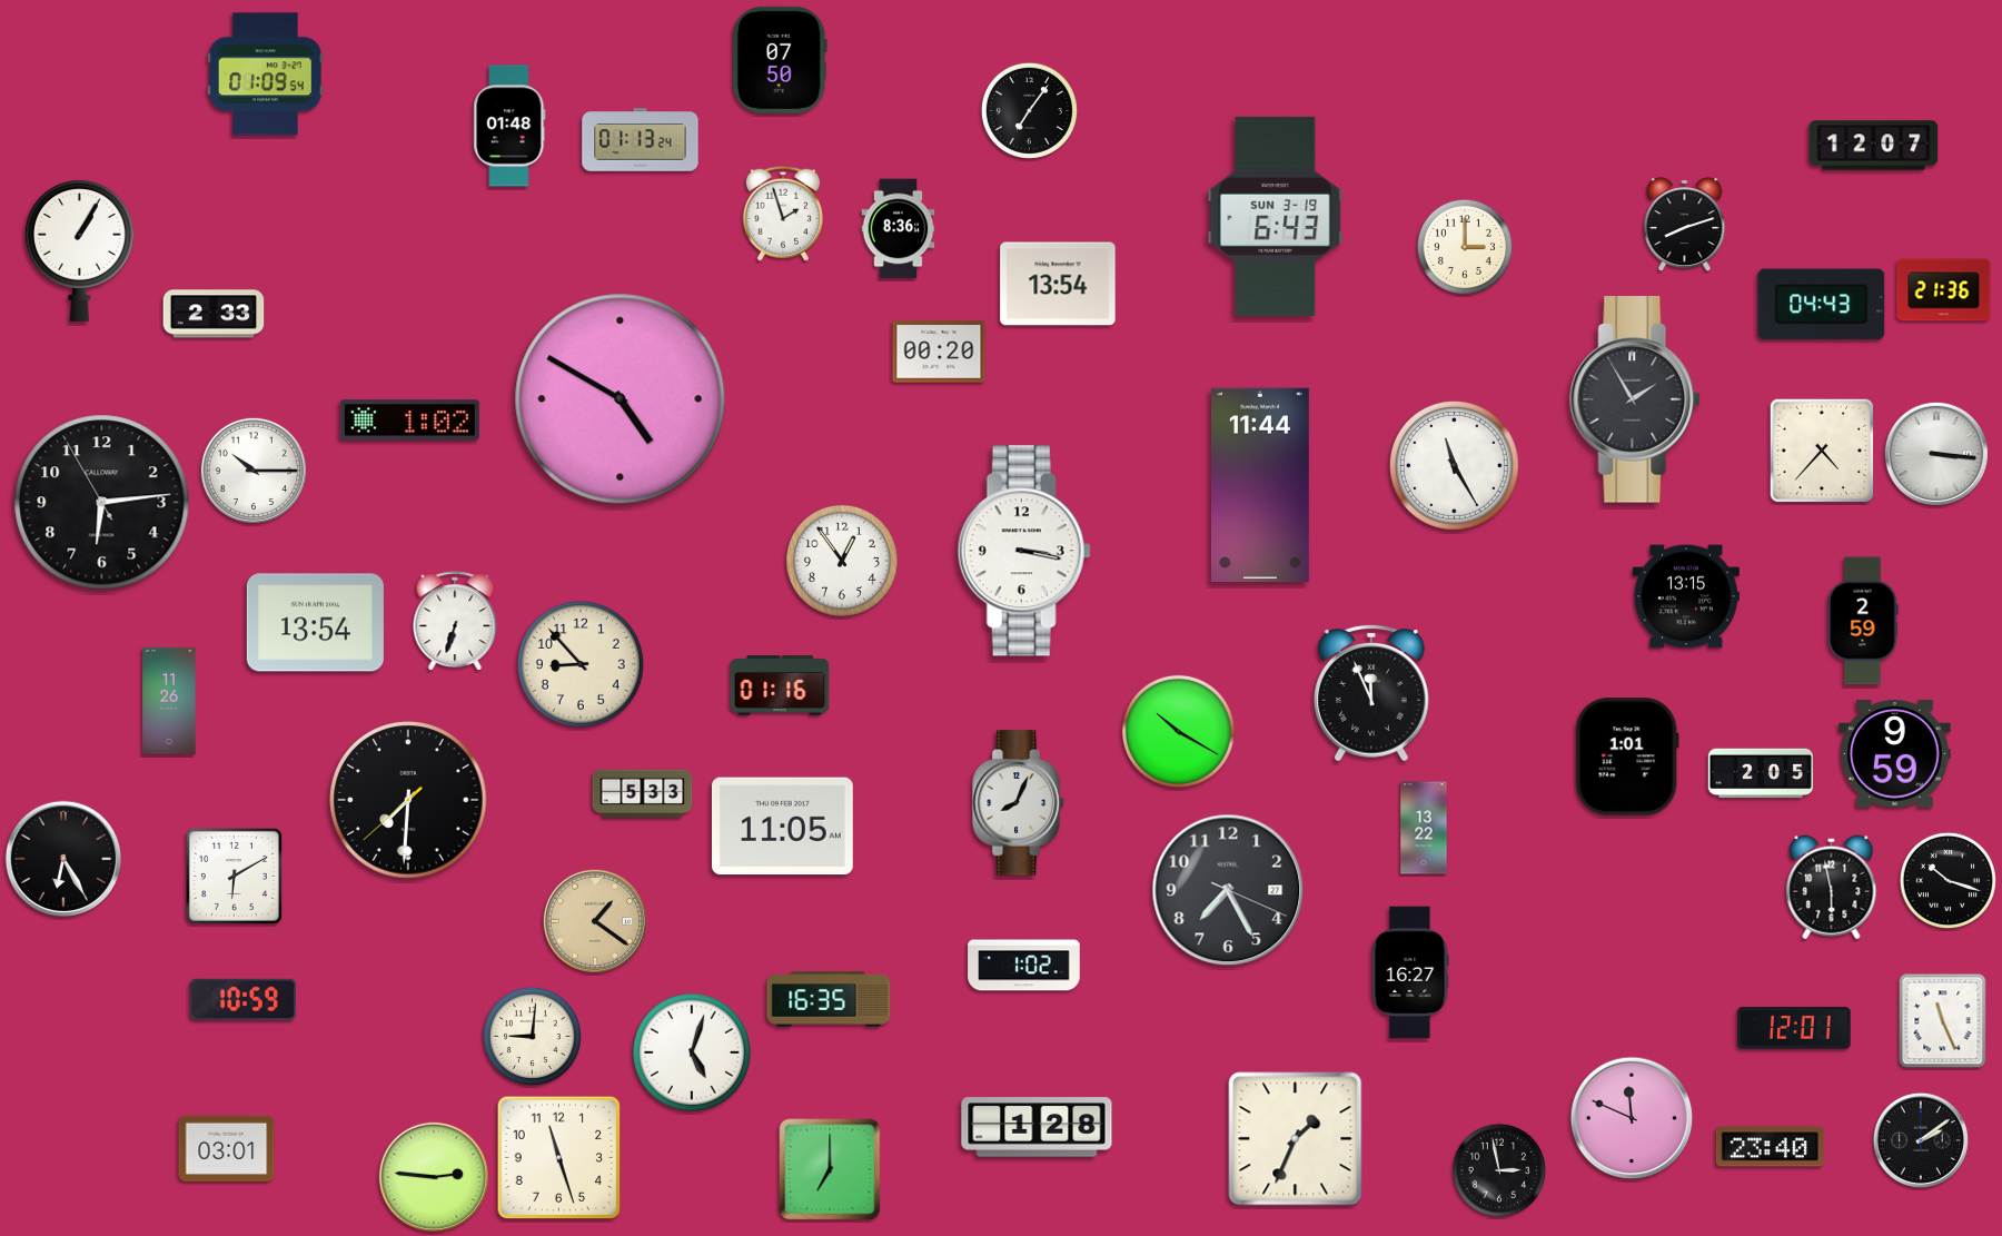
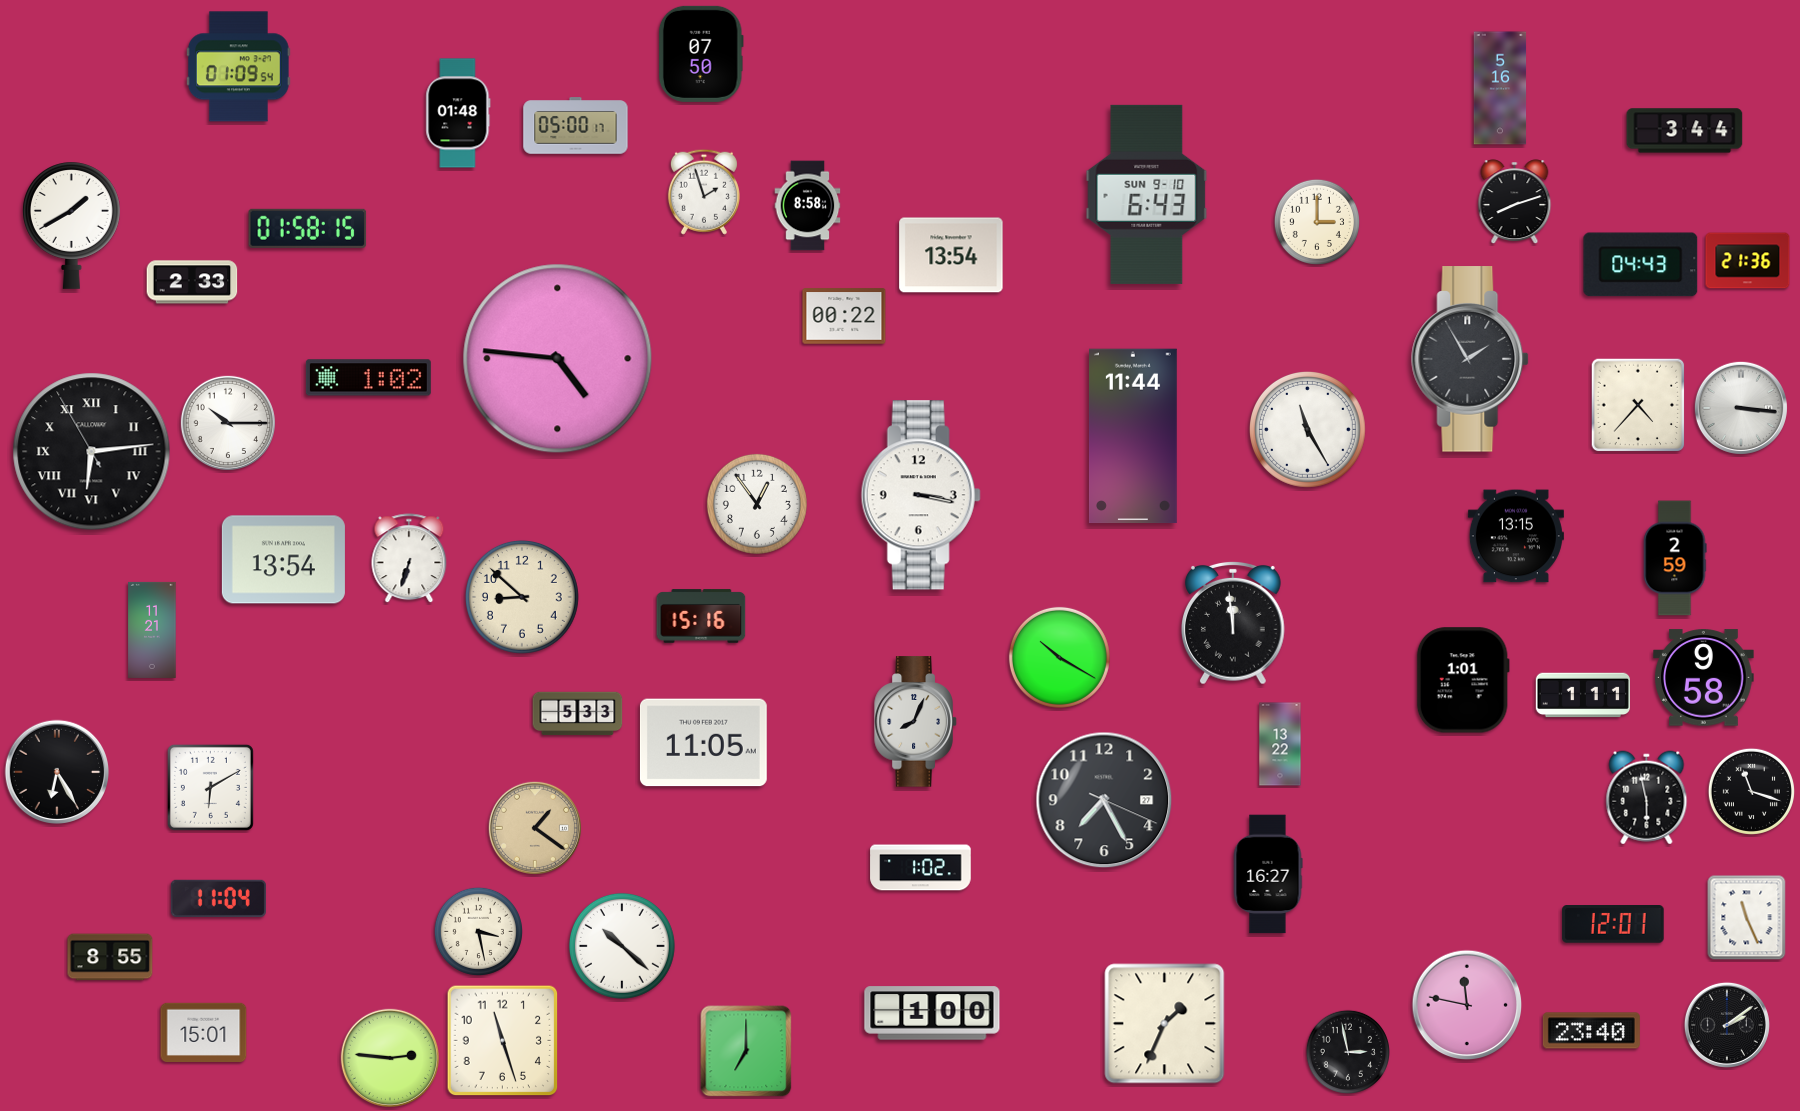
clock at (1500, 88): none -> 5:16
clock at (1029, 110): 7:06 -> none
clock at (641, 140): 01:13 -> 05:00
clock at (1874, 146): 12:07 -> 3:44
clock at (1276, 216) date: SUN 3-19 -> SUN 9-10
clock at (899, 229): 8:36 -> 8:58
clock at (79, 250): 1:05 -> 1:40
clock at (308, 228): none -> 01:58
clock at (1822, 305) position: (1822, 305) -> (1641, 265)
clock at (939, 352): 00:20 -> 00:22
clock at (621, 399): 4:50 -> 4:46
clock at (1454, 465) position: (1454, 465) -> (1307, 429)
clock at (102, 503) numerals: Arabic -> Roman
clock at (581, 664): 8:53 -> 8:52
clock at (780, 685): 01:16 -> 15:16
clock at (1372, 693): 11:56 -> 11:59
clock at (169, 701): 11:26 -> 11:21
clock at (1895, 754): 9:59 -> 9:58
clock at (1760, 773): 2:05 -> 1:11
clock at (408, 800): 7:30 -> none
clock at (1948, 880): 10:18 -> 11:18
clock at (242, 999): 10:59 -> 11:04
clock at (829, 999): 16:35 -> none
clock at (532, 1036): 9:01 -> 3:28
clock at (692, 1052): 5:03 -> 10:22
clock at (110, 957): none -> 8:55
clock at (1632, 1118): 11:49 -> 11:47
clock at (1037, 1127): 1:28 -> 1:00
clock at (227, 1148): 03:01 -> 15:01
